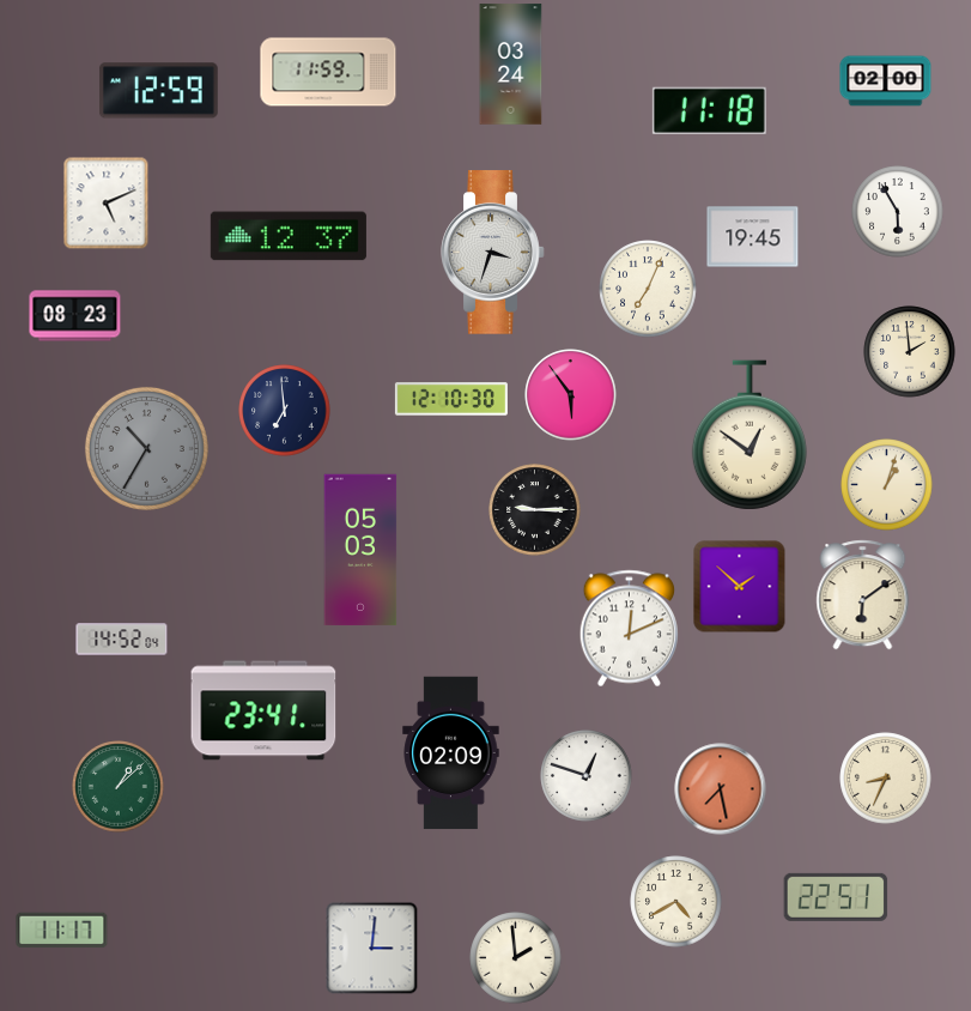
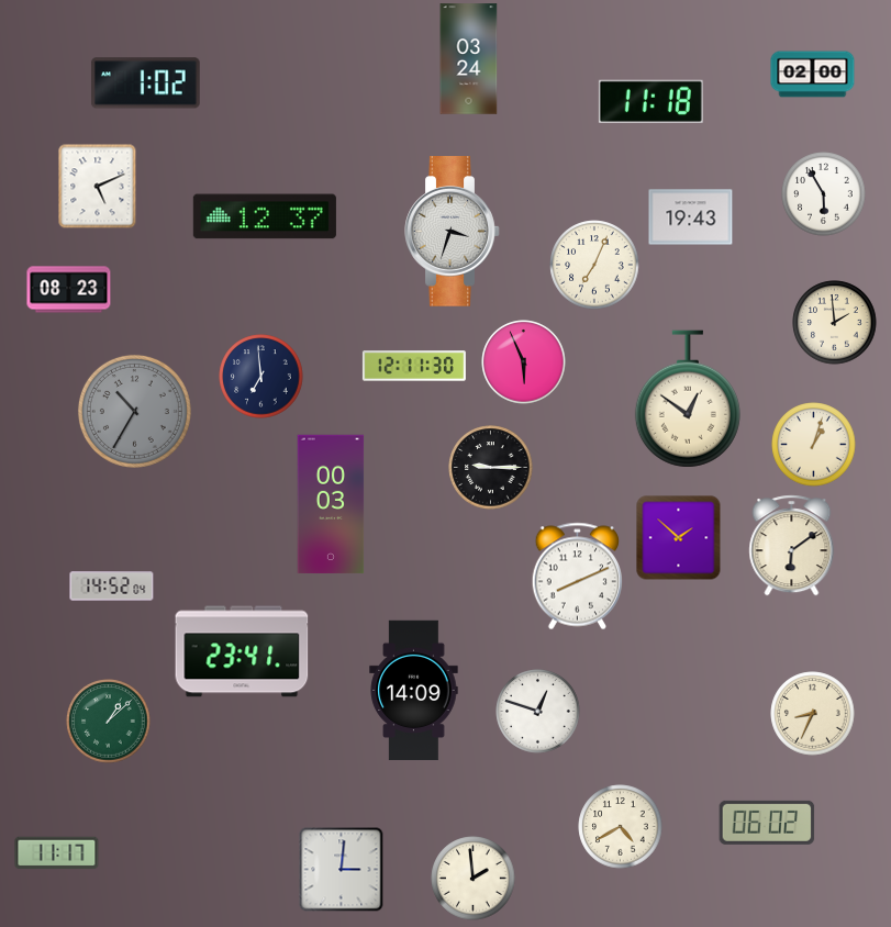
clock at (328, 72): 11:59 -> none
clock at (158, 91): 12:59 -> 1:02
clock at (753, 237): 19:45 -> 19:43
clock at (571, 395): 5:54 -> 5:56
clock at (451, 399): 12:10 -> 12:11
clock at (360, 550): 05:03 -> 00:03
clock at (629, 629): 12:11 -> 8:11
clock at (451, 753): 02:09 -> 14:09
clock at (721, 789): 7:28 -> none
clock at (836, 897): 22:51 -> 06:02
